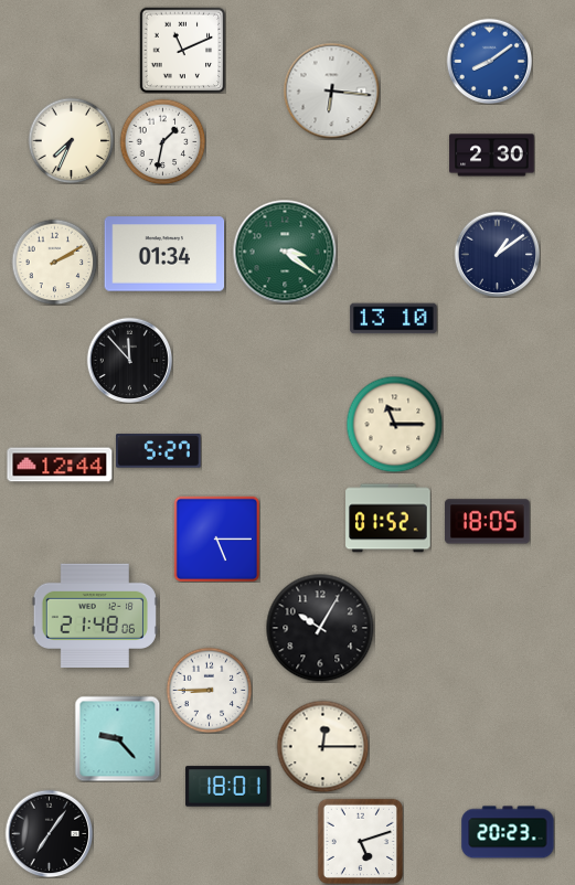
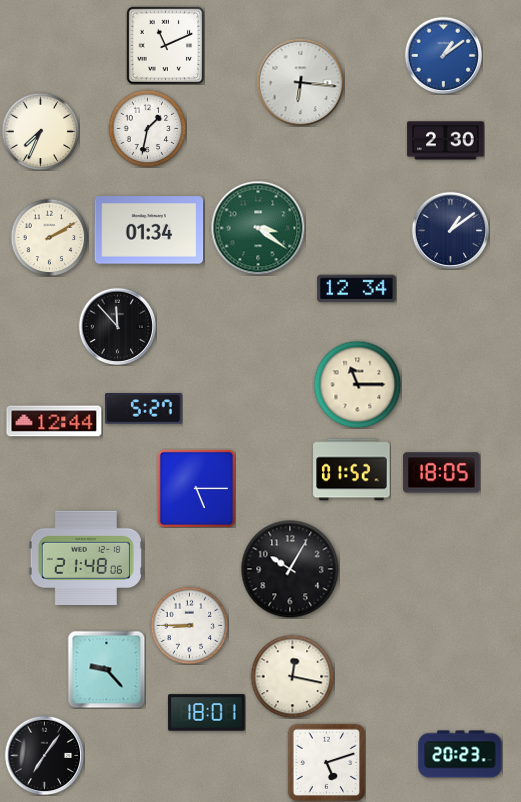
clock at (489, 61): 8:09 -> 1:09
clock at (71, 140) position: (71, 140) -> (40, 131)
clock at (394, 319): 13:10 -> 12:34
clock at (322, 746): 12:15 -> 12:17
